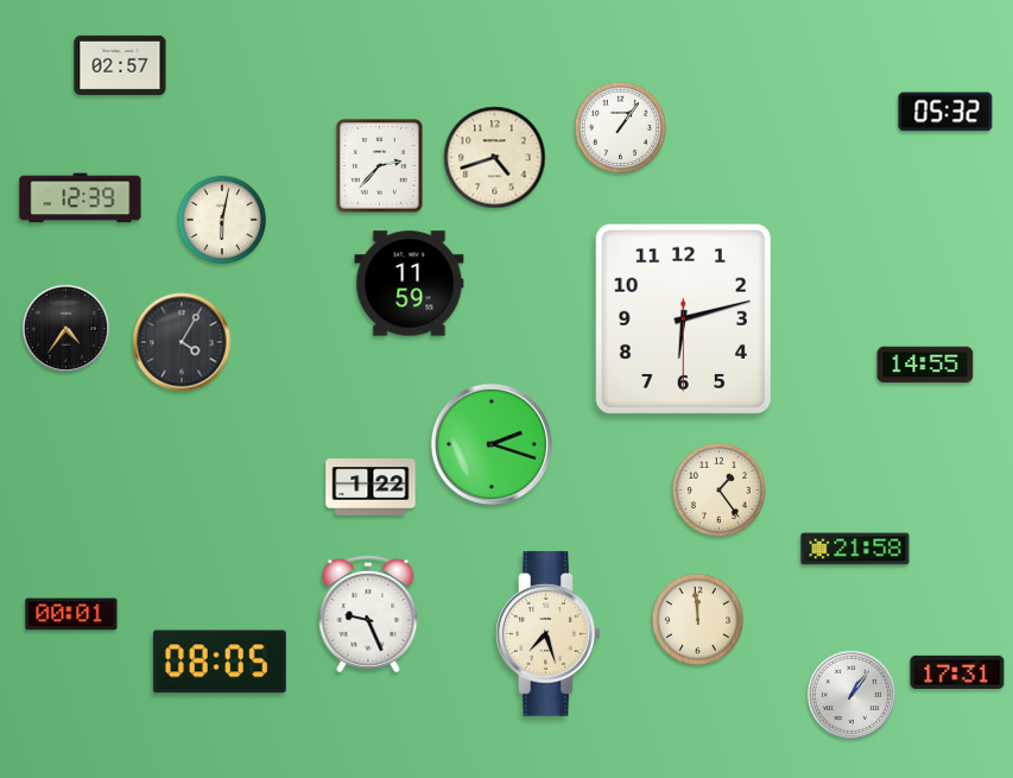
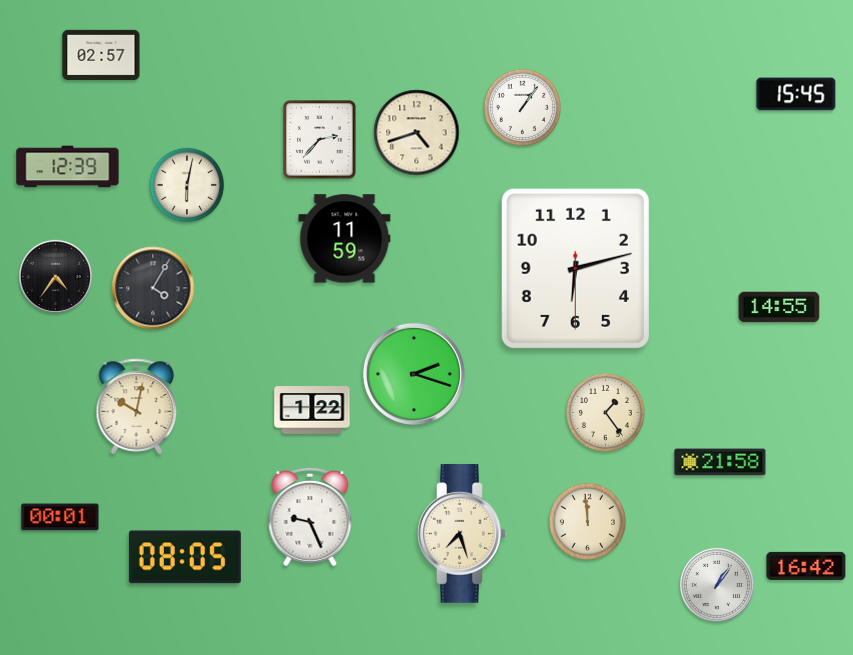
clock at (945, 112): 05:32 -> 15:45
clock at (137, 407): none -> 10:02
clock at (957, 672): 17:31 -> 16:42
